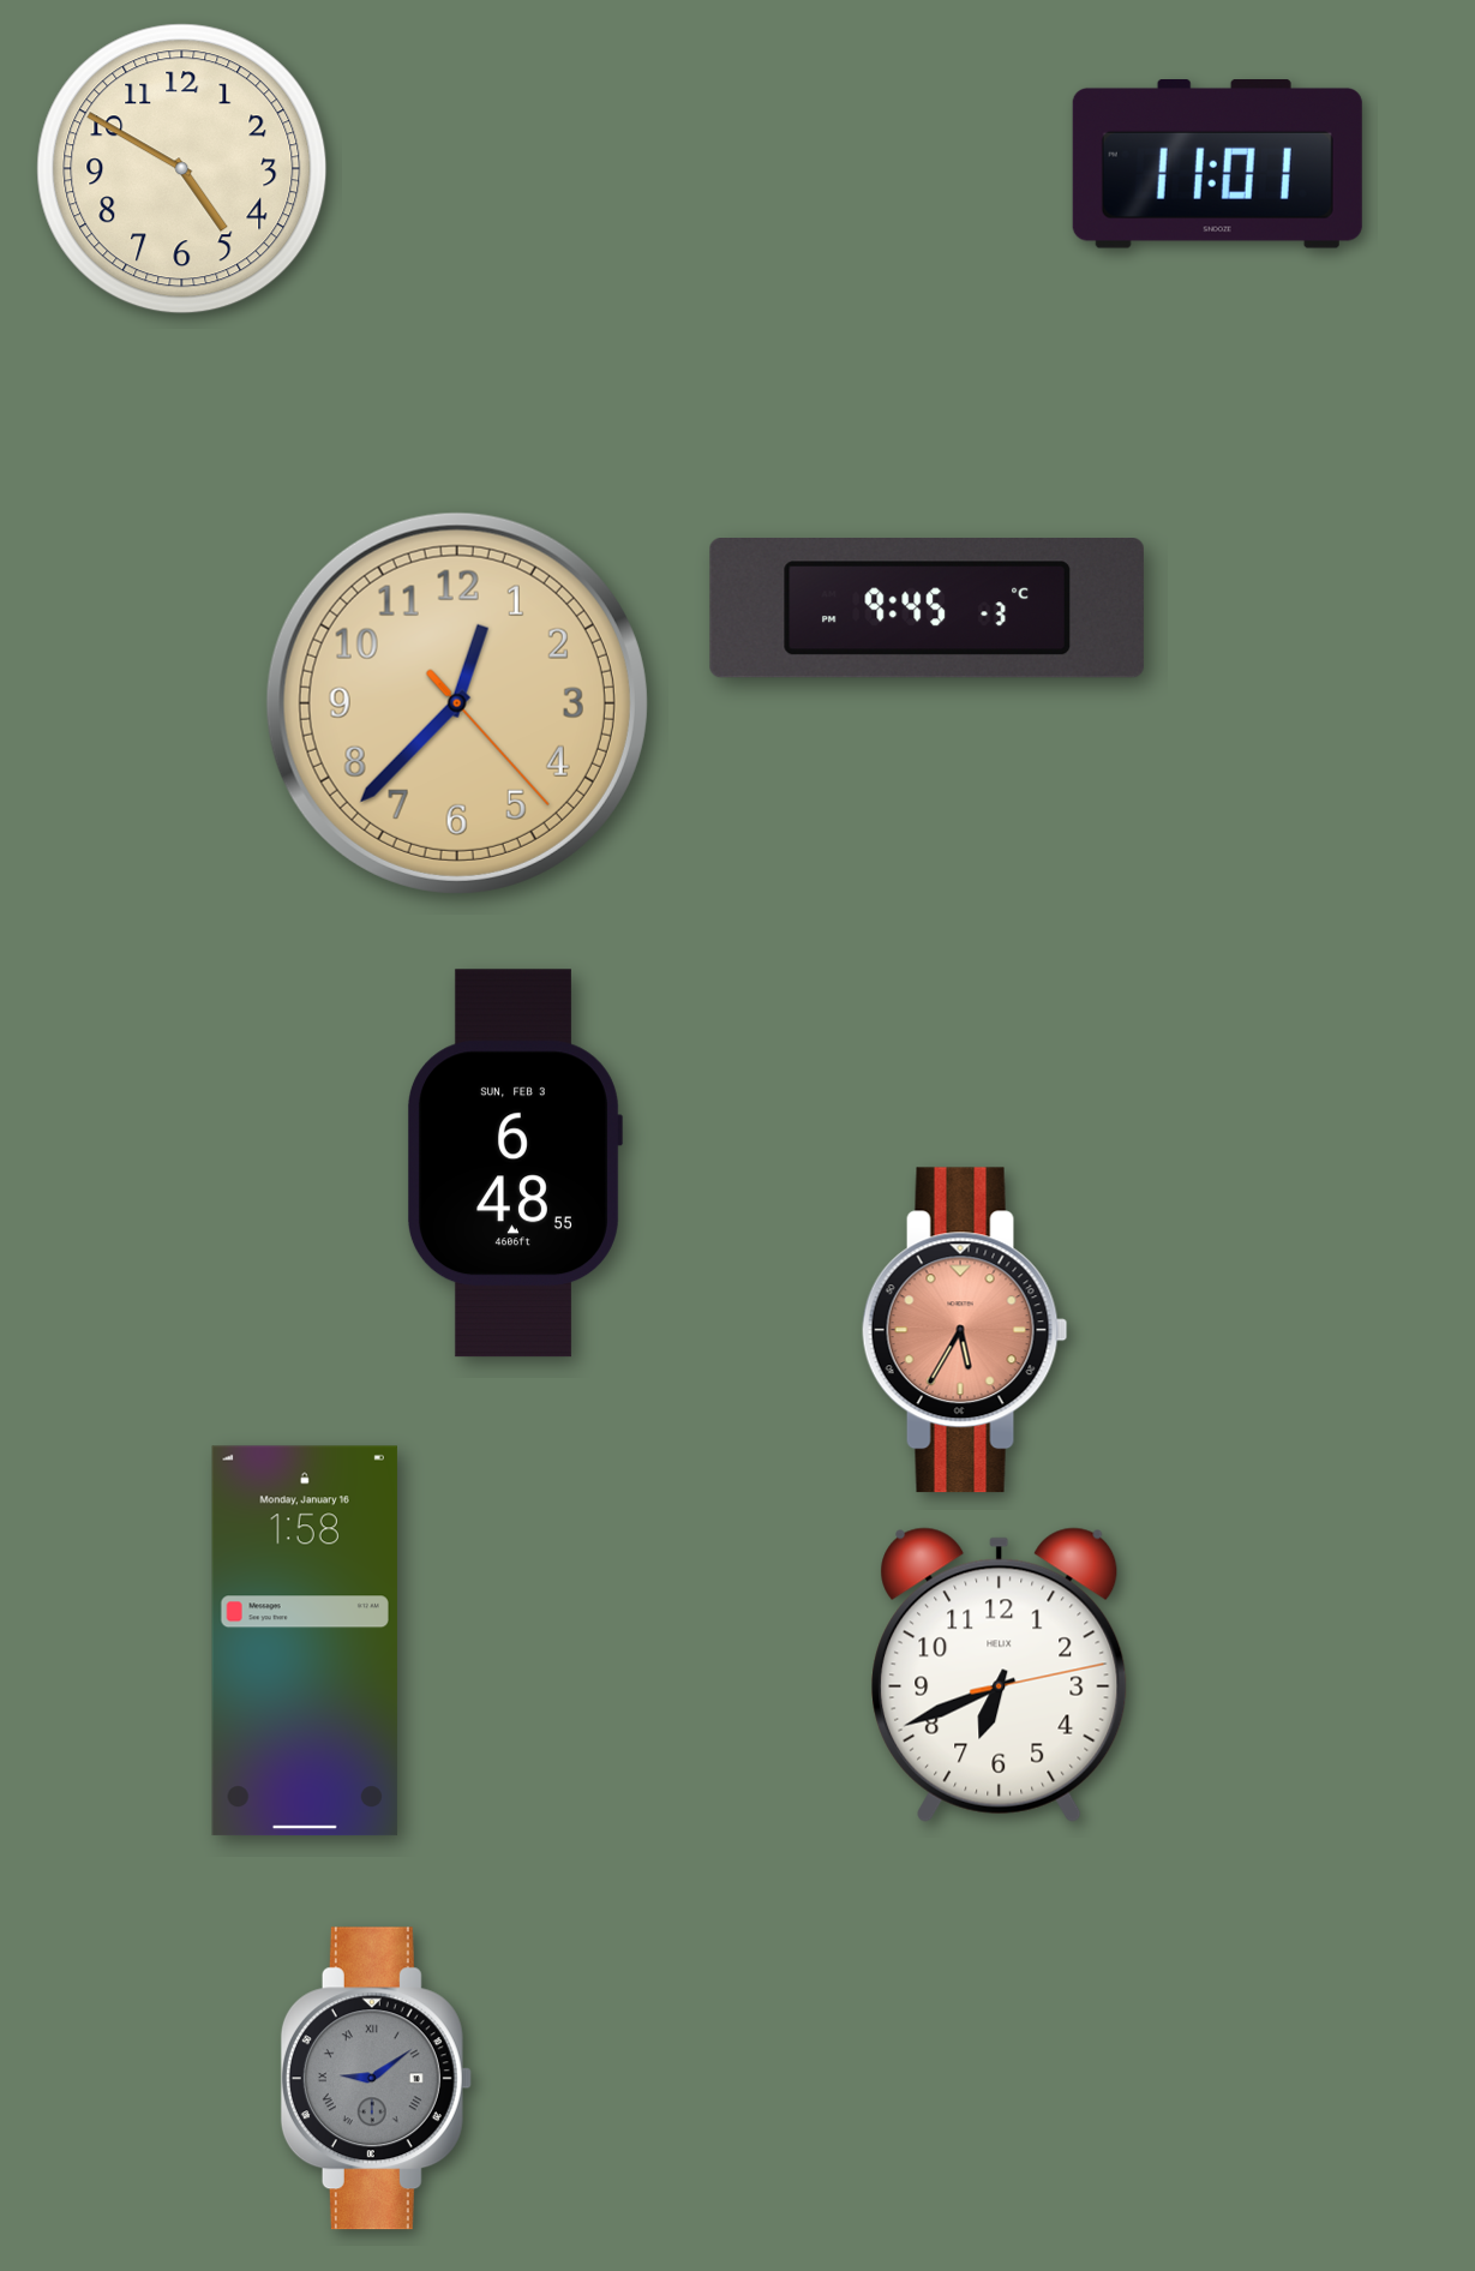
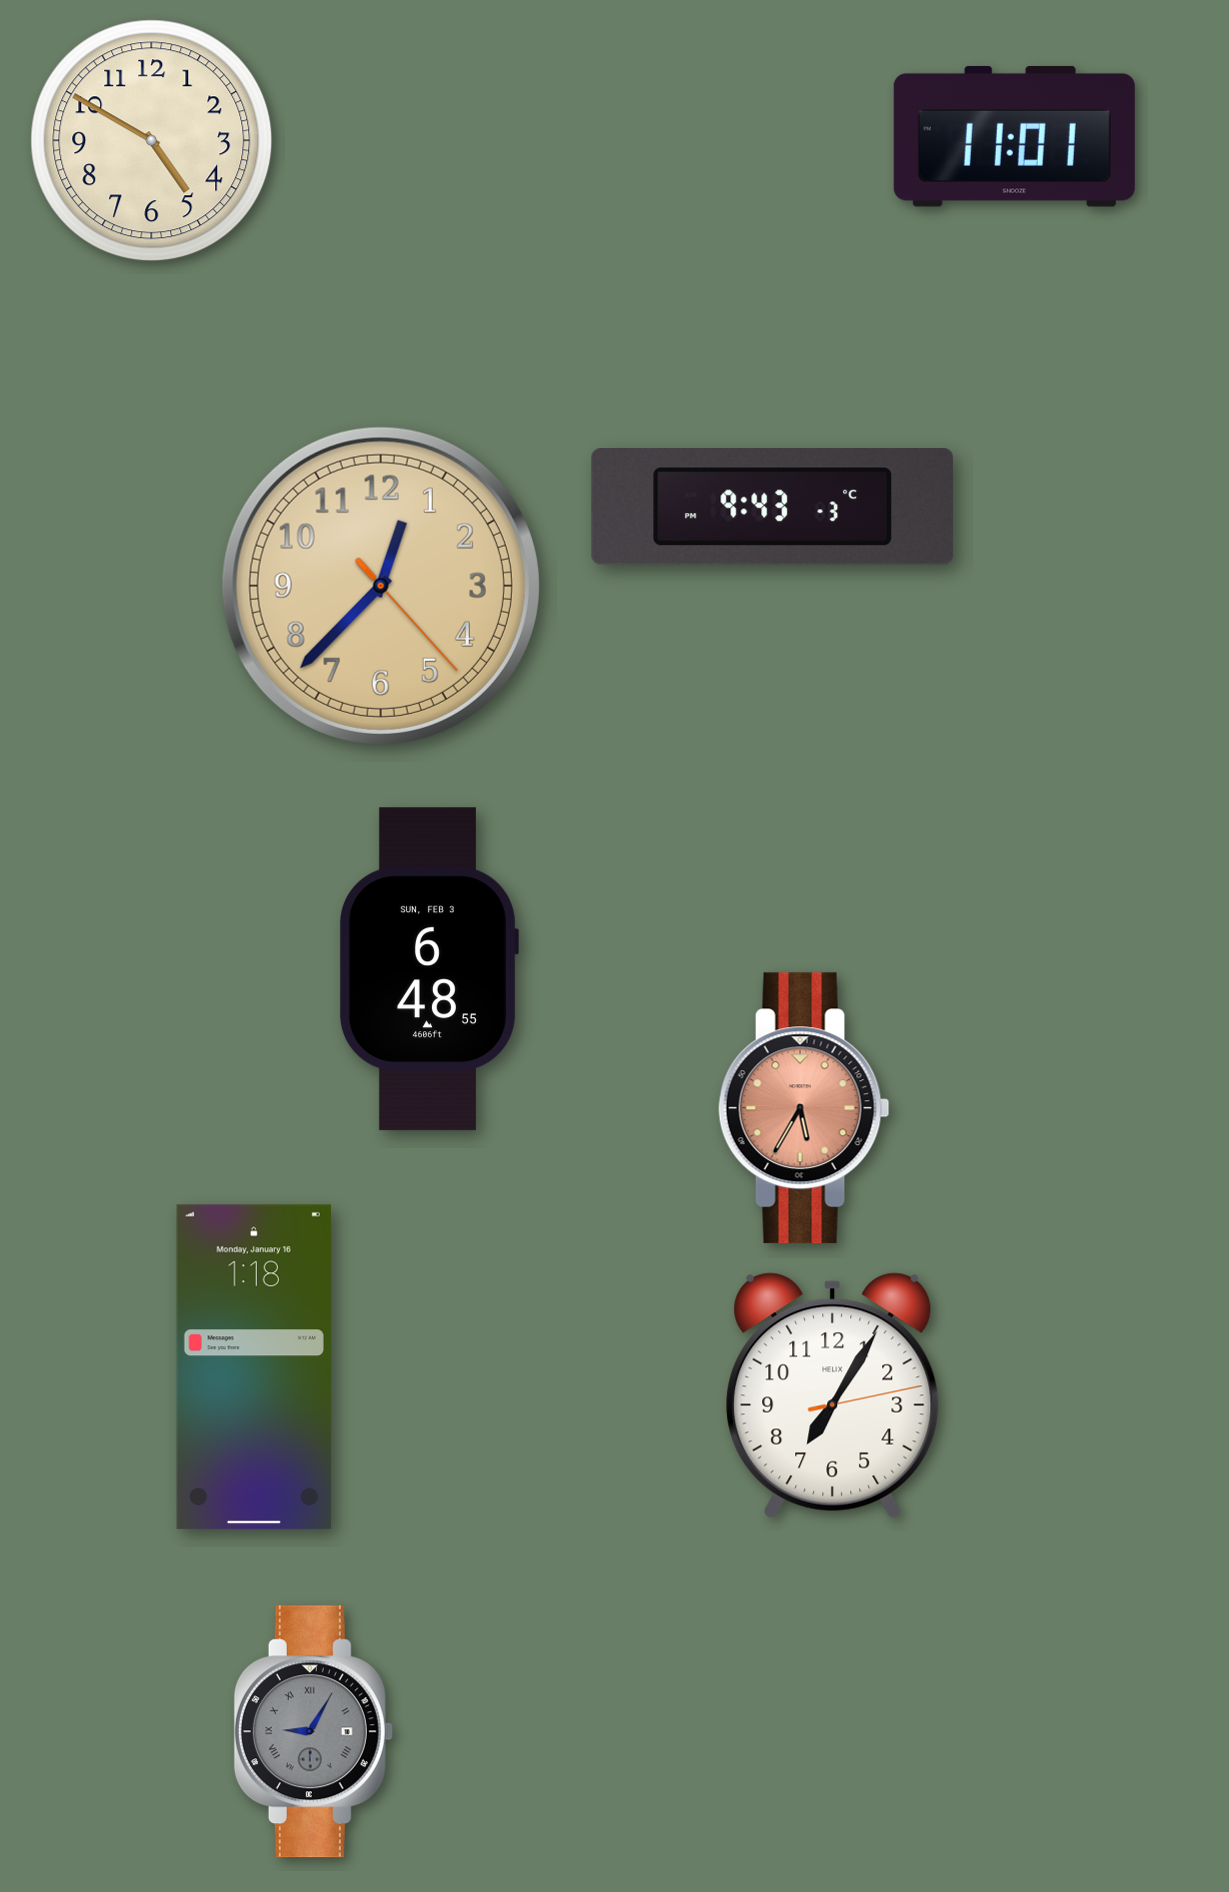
clock at (927, 609): 9:45 -> 9:43
clock at (305, 1641): 1:58 -> 1:18
clock at (1000, 1674): 6:41 -> 7:05
clock at (376, 2079): 9:09 -> 9:05
